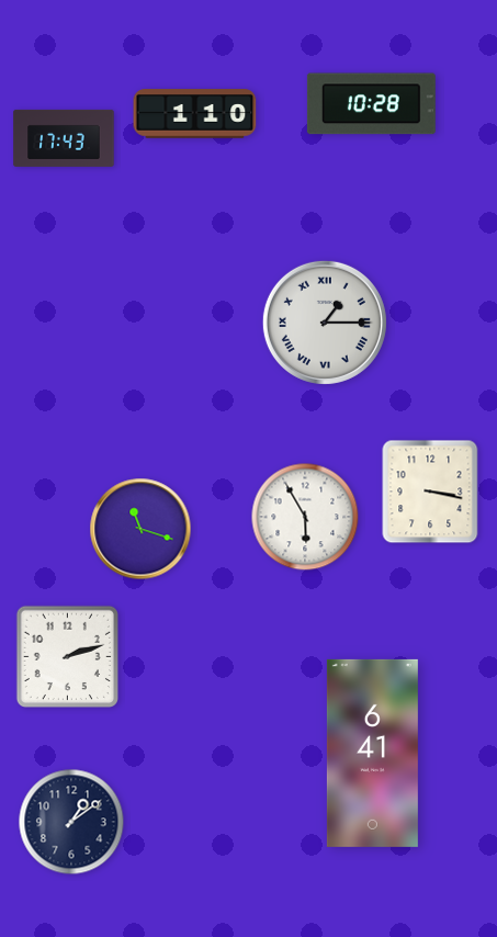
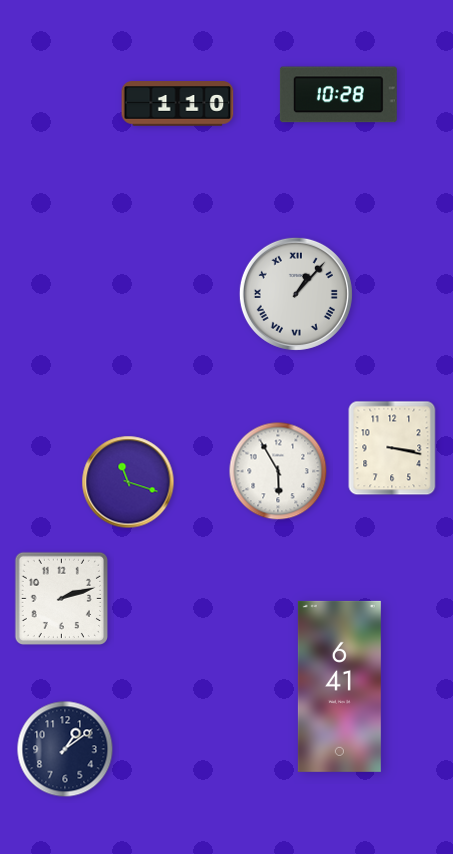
clock at (64, 138): 17:43 -> none
clock at (325, 323): 1:15 -> 1:07
